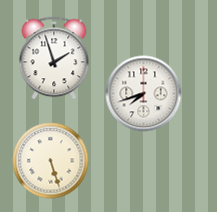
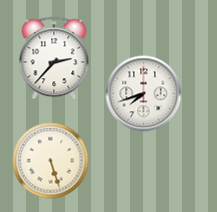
clock at (54, 58): 1:57 -> 2:37
